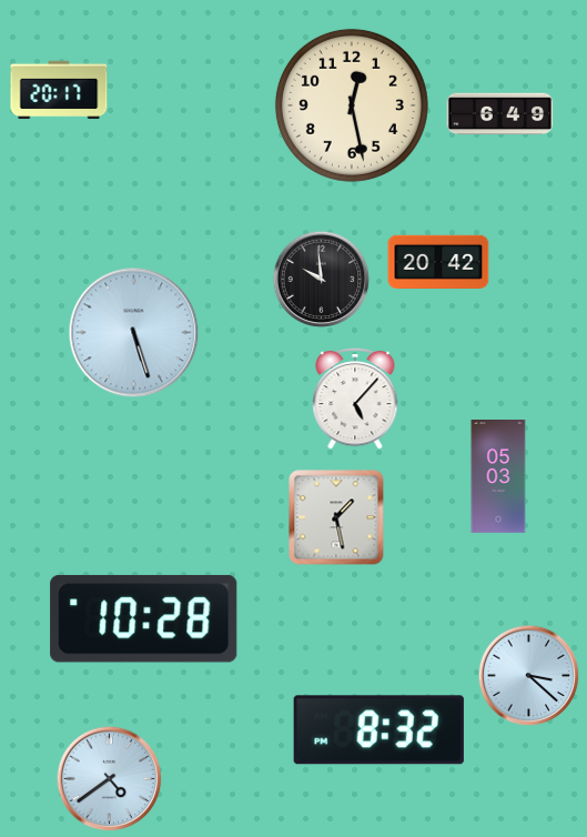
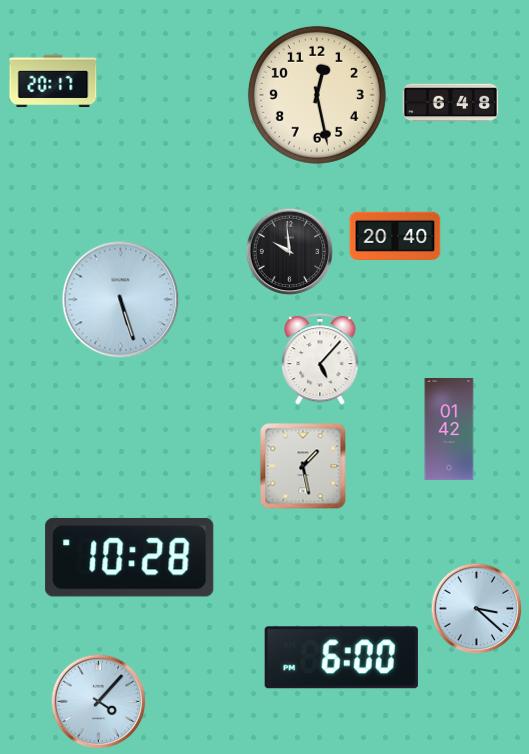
clock at (500, 114): 6:49 -> 6:48
clock at (438, 262): 20:42 -> 20:40
clock at (498, 477): 05:03 -> 01:42
clock at (378, 730): 8:32 -> 6:00
clock at (110, 779): 4:39 -> 4:07
